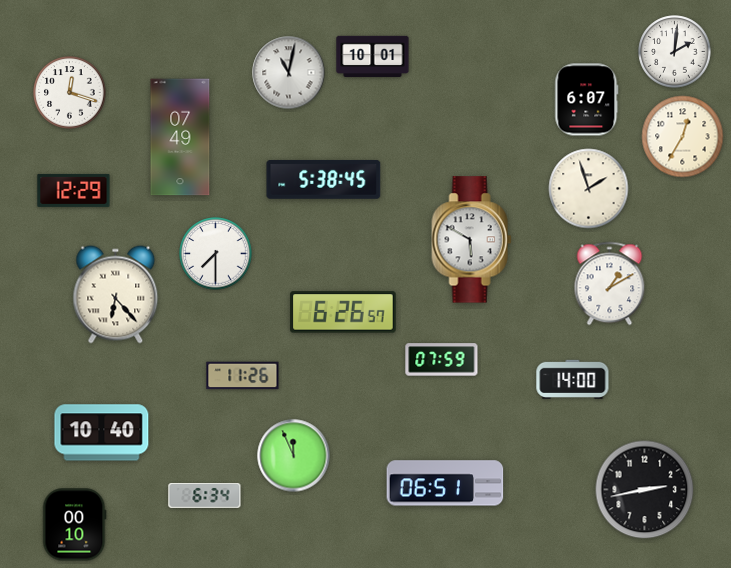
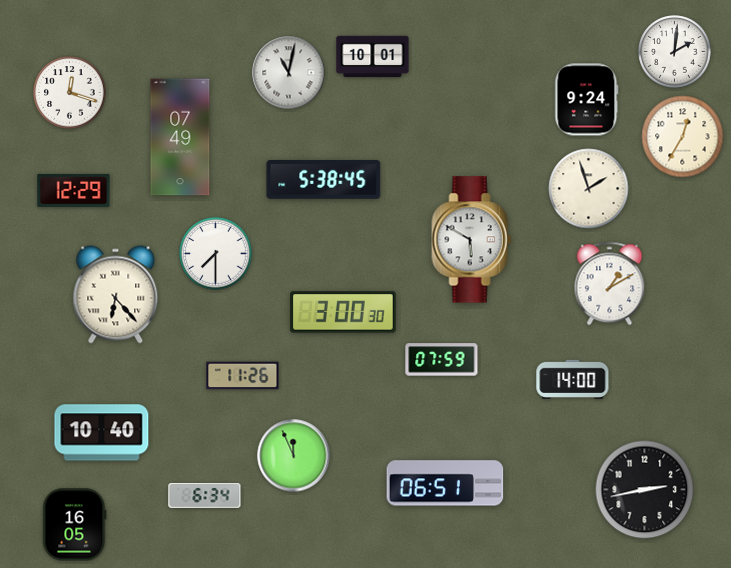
clock at (587, 100): 6:07 -> 9:24
clock at (343, 312): 6:26 -> 3:00
clock at (75, 525): 00:10 -> 16:05
